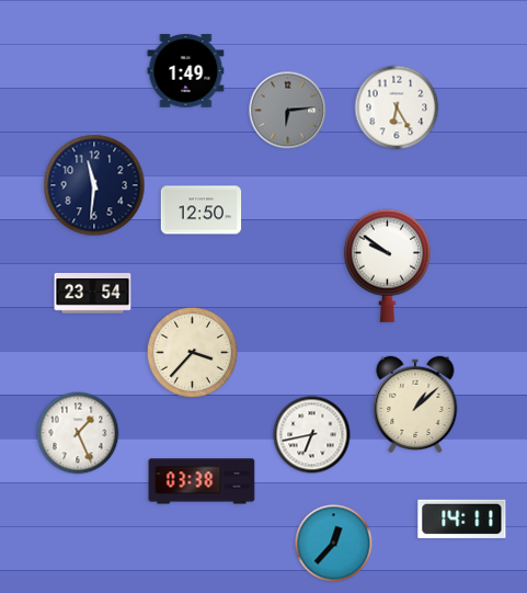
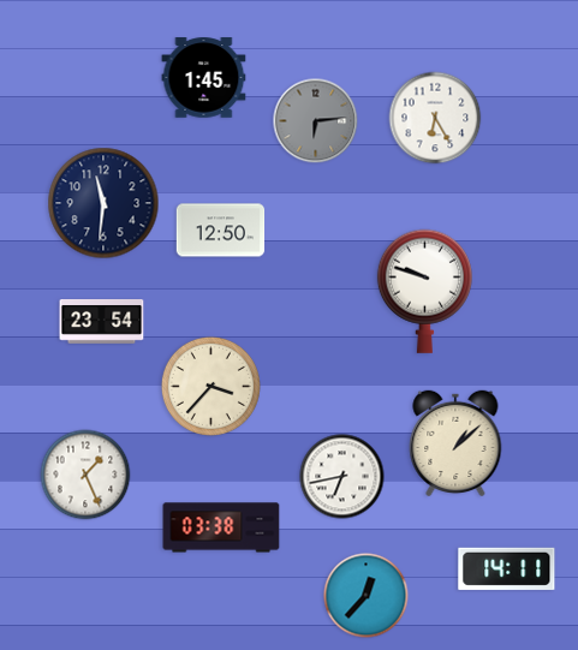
clock at (186, 71): 1:49 -> 1:45
clock at (387, 265): 9:51 -> 9:48
